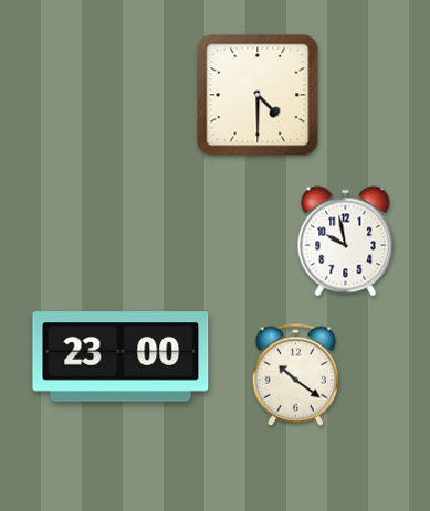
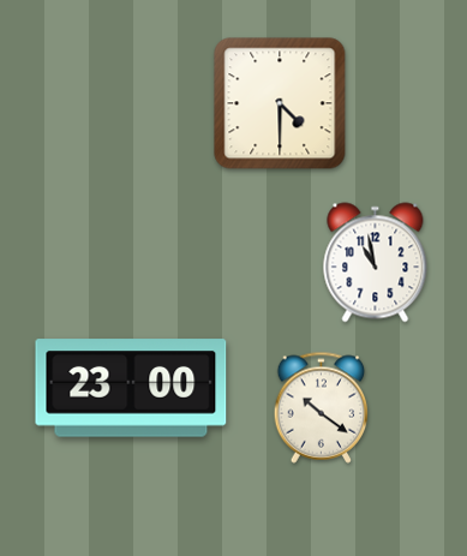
clock at (346, 242): 9:58 -> 10:58
